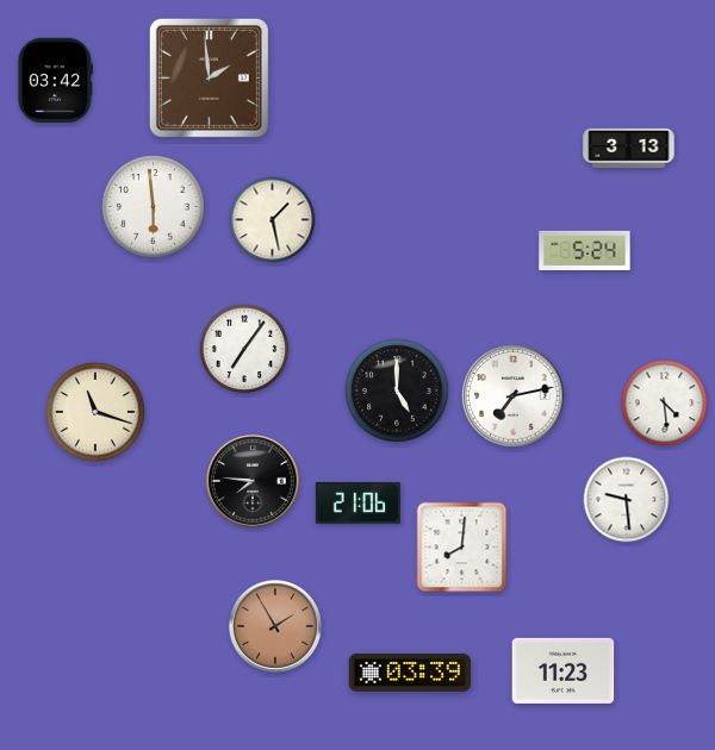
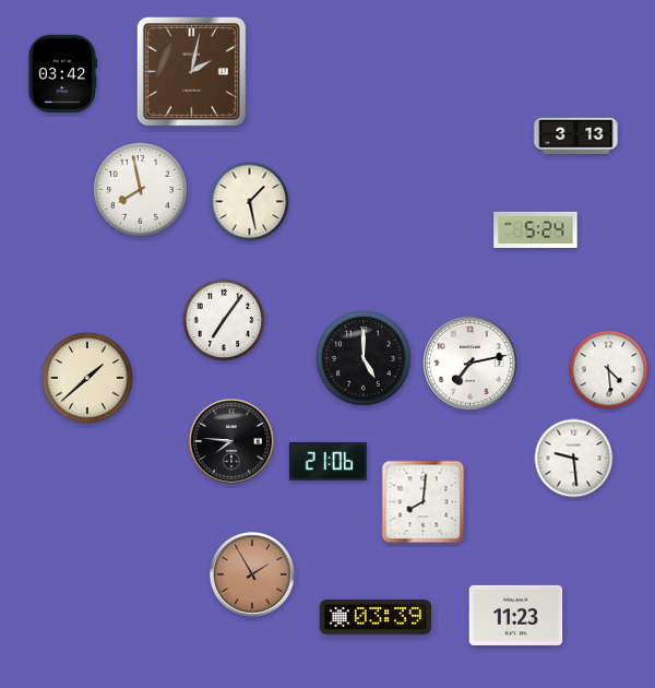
clock at (209, 77): 1:59 -> 2:02
clock at (55, 80) position: (55, 80) -> (62, 73)
clock at (154, 207): 5:59 -> 7:58
clock at (97, 413): 11:18 -> 1:38
